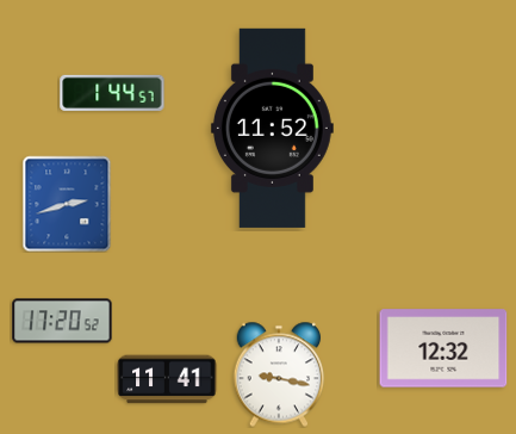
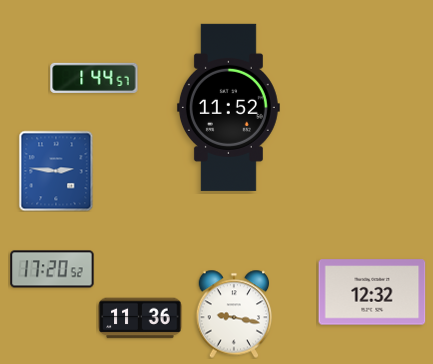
clock at (67, 204): 2:42 -> 2:46
clock at (167, 379): 11:41 -> 11:36
